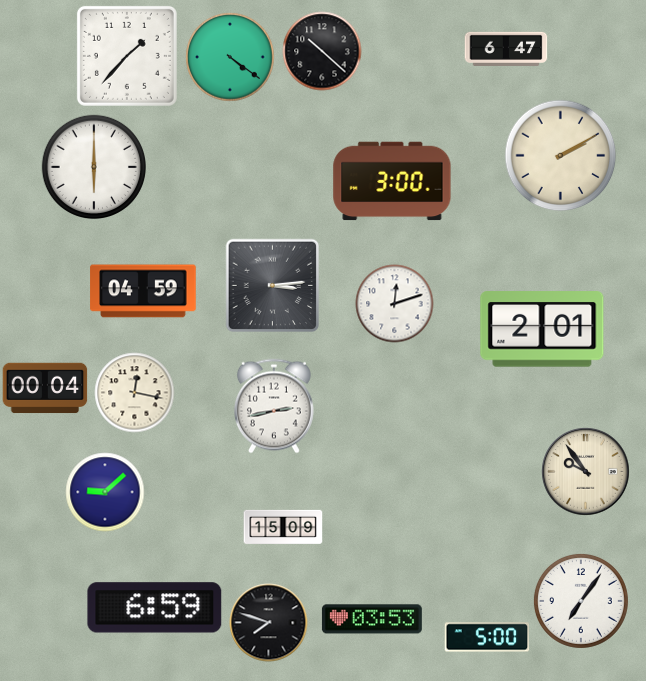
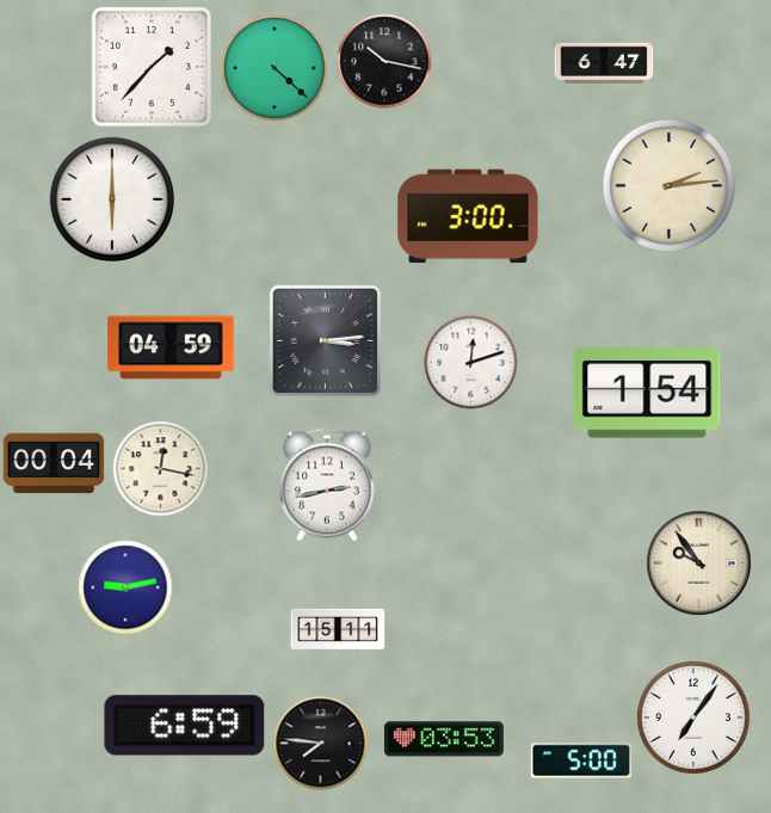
clock at (506, 49) position: (506, 49) -> (604, 63)
clock at (322, 51): 10:22 -> 10:17
clock at (230, 57): 4:21 -> 4:22
clock at (560, 155): 2:10 -> 2:14
clock at (542, 329): 2:01 -> 1:54
clock at (105, 492): 9:08 -> 9:13
clock at (283, 526): 15:09 -> 15:11
clock at (268, 622): 7:48 -> 7:46
